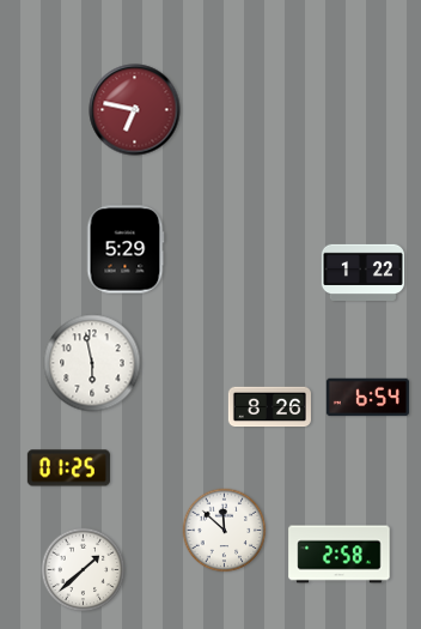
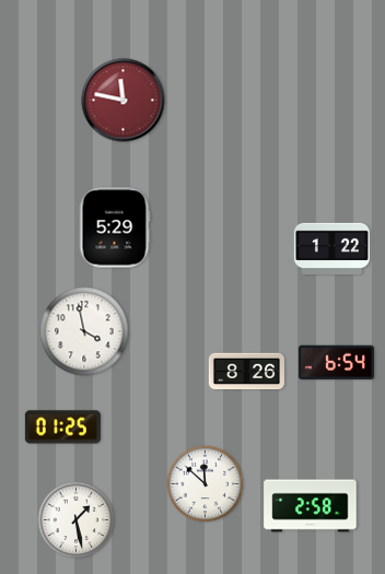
clock at (135, 110): 6:47 -> 11:47
clock at (92, 363): 5:58 -> 3:58
clock at (84, 570): 1:38 -> 1:28
